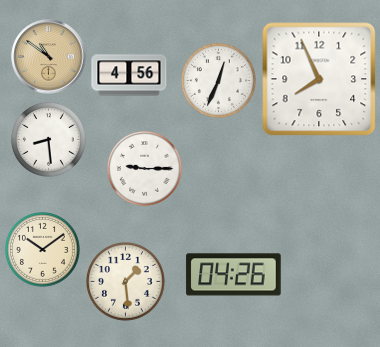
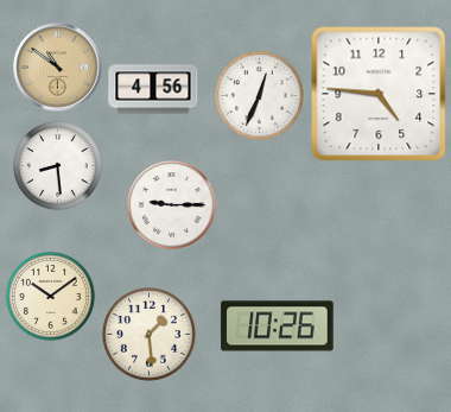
clock at (319, 79): 7:56 -> 4:46
clock at (145, 169) position: (145, 169) -> (172, 205)
clock at (234, 275): 04:26 -> 10:26
